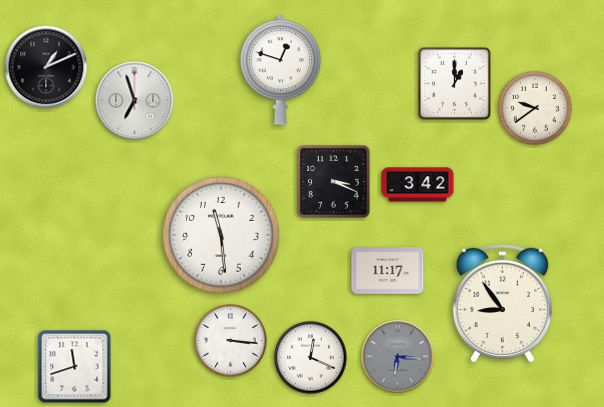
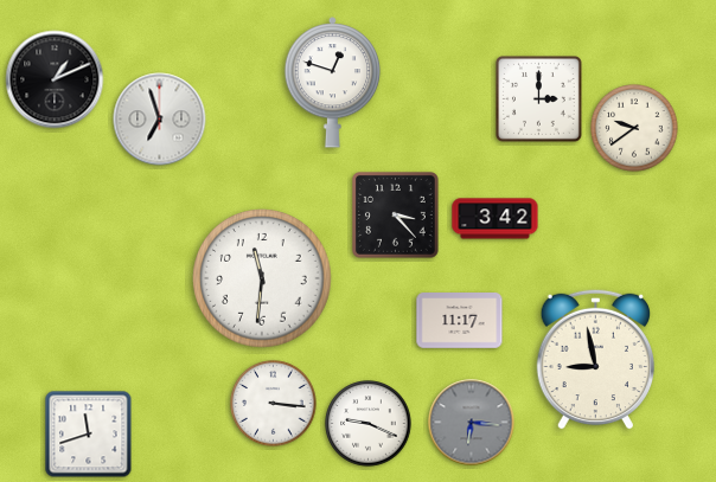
clock at (455, 84): 1:00 -> 3:00
clock at (334, 182): 3:19 -> 3:23
clock at (221, 235): 11:29 -> 11:31
clock at (502, 303): 8:54 -> 8:58
clock at (311, 358): 12:19 -> 9:19
